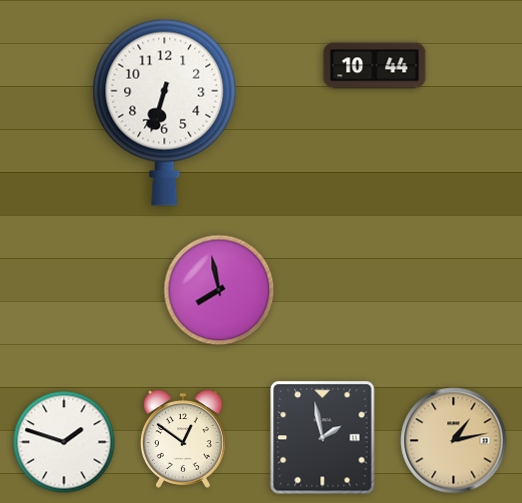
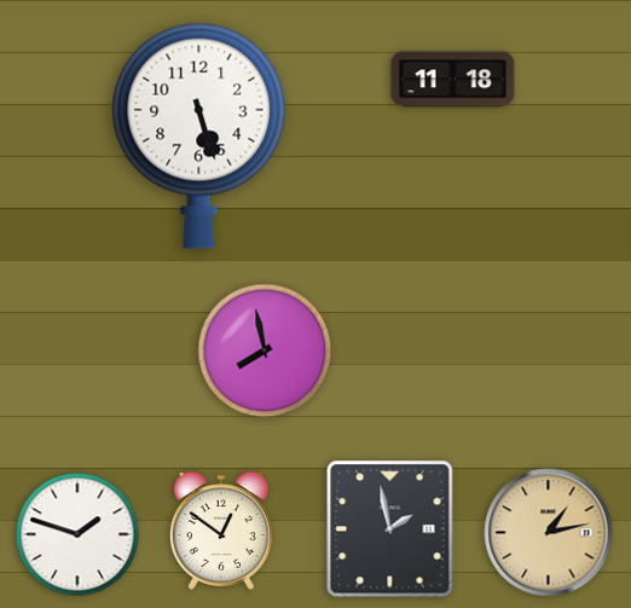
clock at (375, 66): 10:44 -> 11:18
clock at (165, 112): 6:33 -> 5:27
